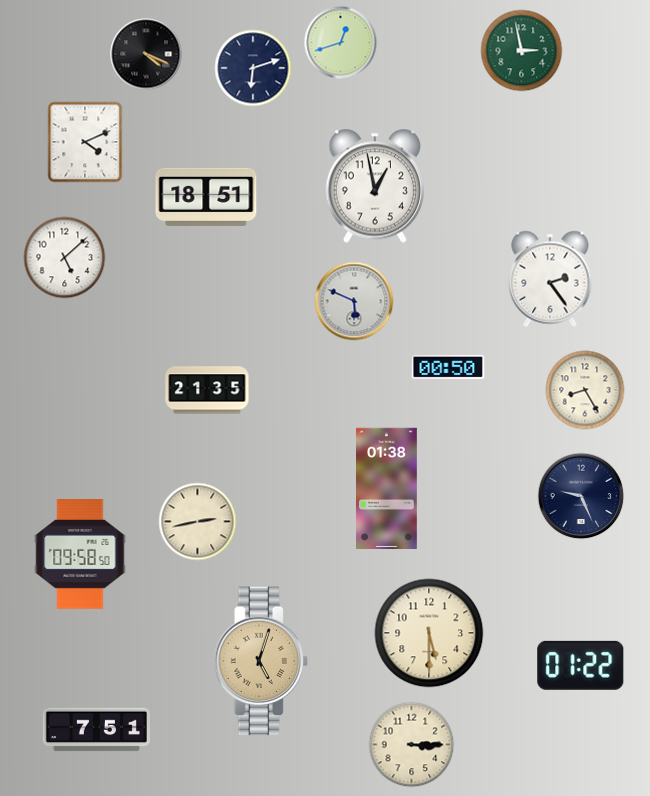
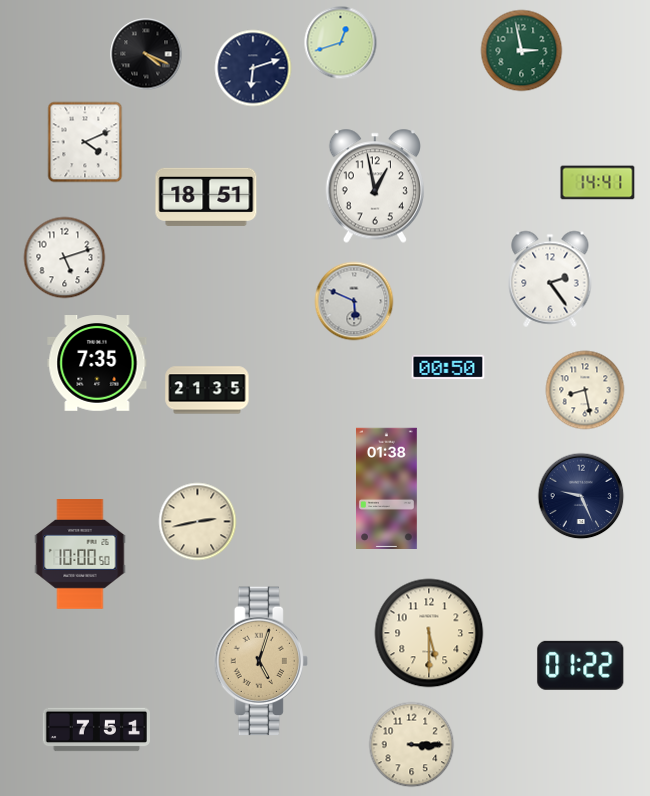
clock at (598, 183): none -> 14:41
clock at (65, 258): 5:08 -> 5:12
clock at (97, 364): none -> 7:35
clock at (585, 390): 8:25 -> 8:28
clock at (80, 555): 09:58 -> 10:00
